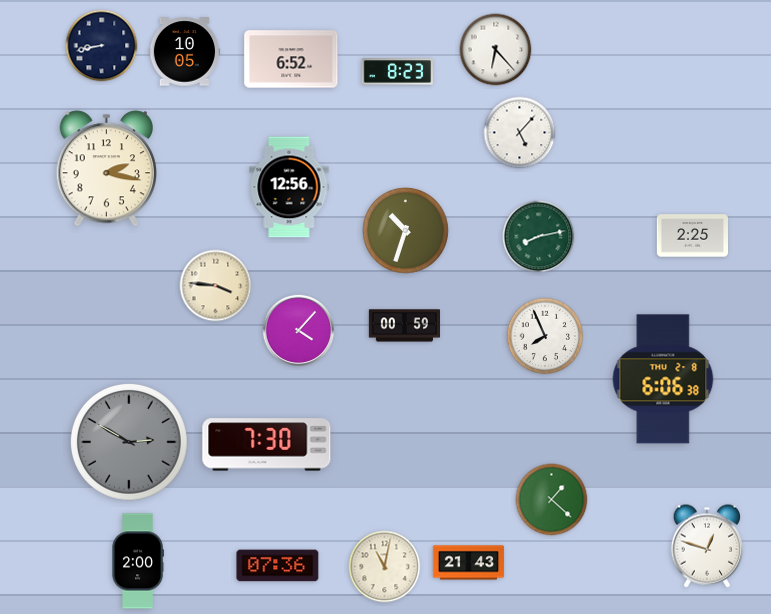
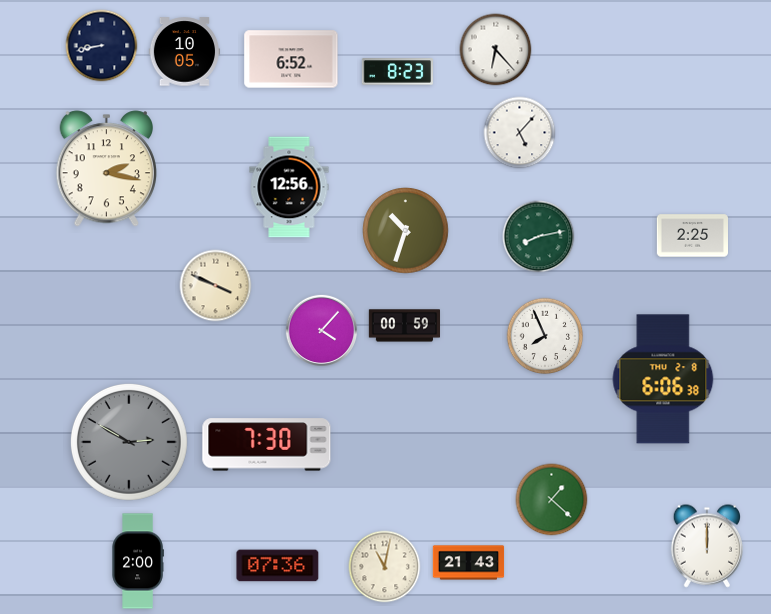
clock at (216, 286): 3:46 -> 3:49
clock at (299, 331) position: (299, 331) -> (322, 331)
clock at (706, 546): 12:48 -> 12:00
